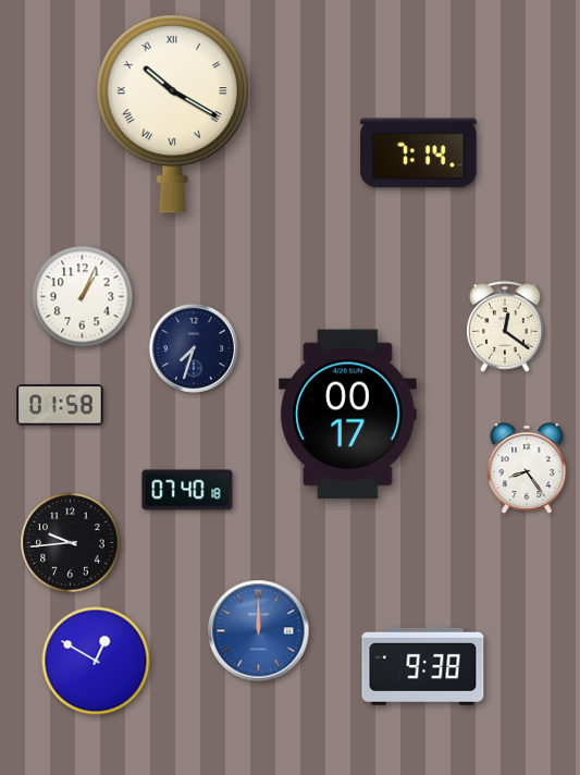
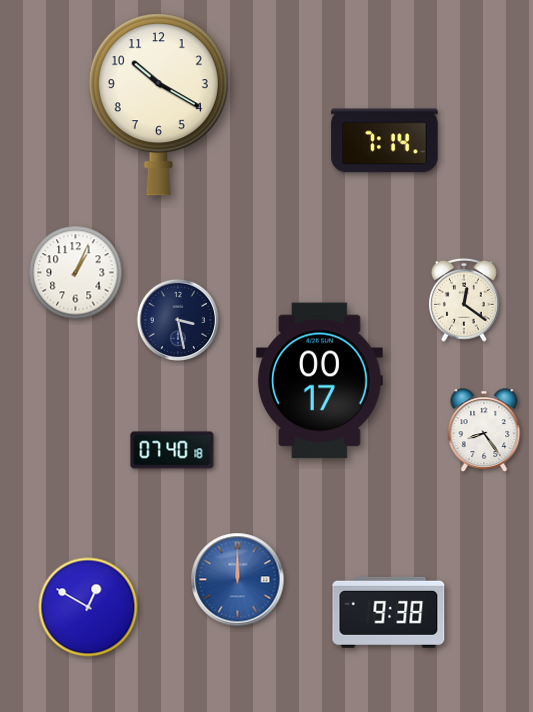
clock at (172, 114) numerals: Roman -> Arabic
clock at (194, 348): 7:33 -> 3:28
clock at (60, 405): 01:58 -> none
clock at (71, 543): 9:44 -> none
